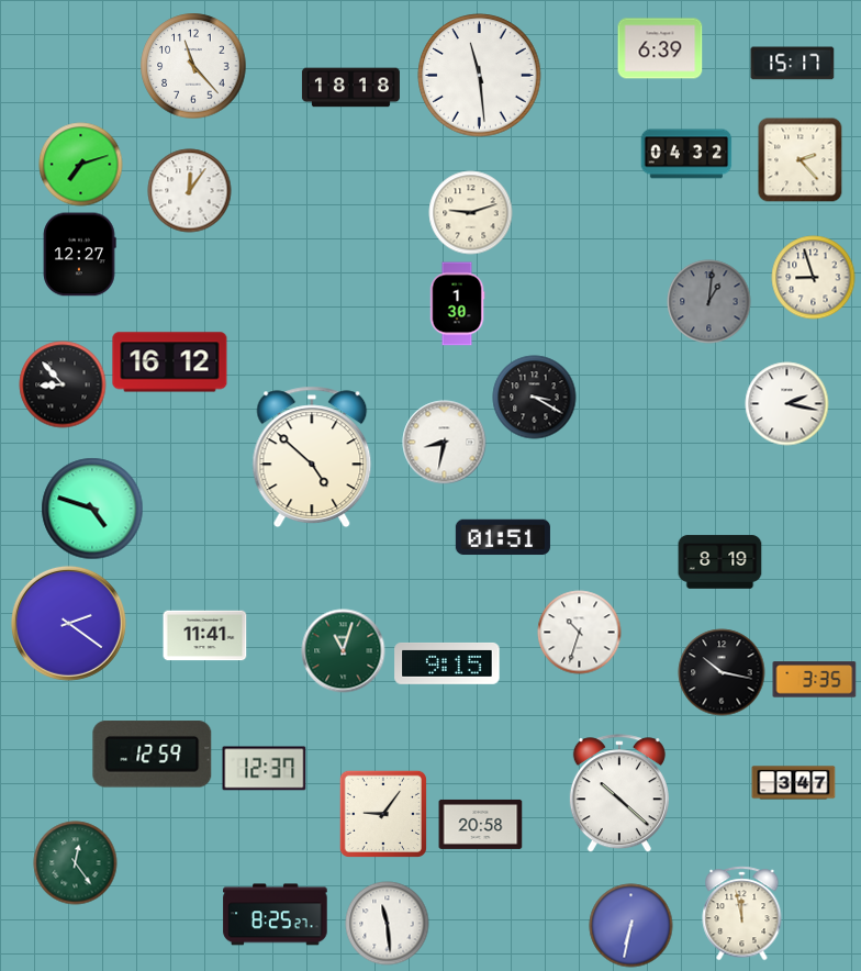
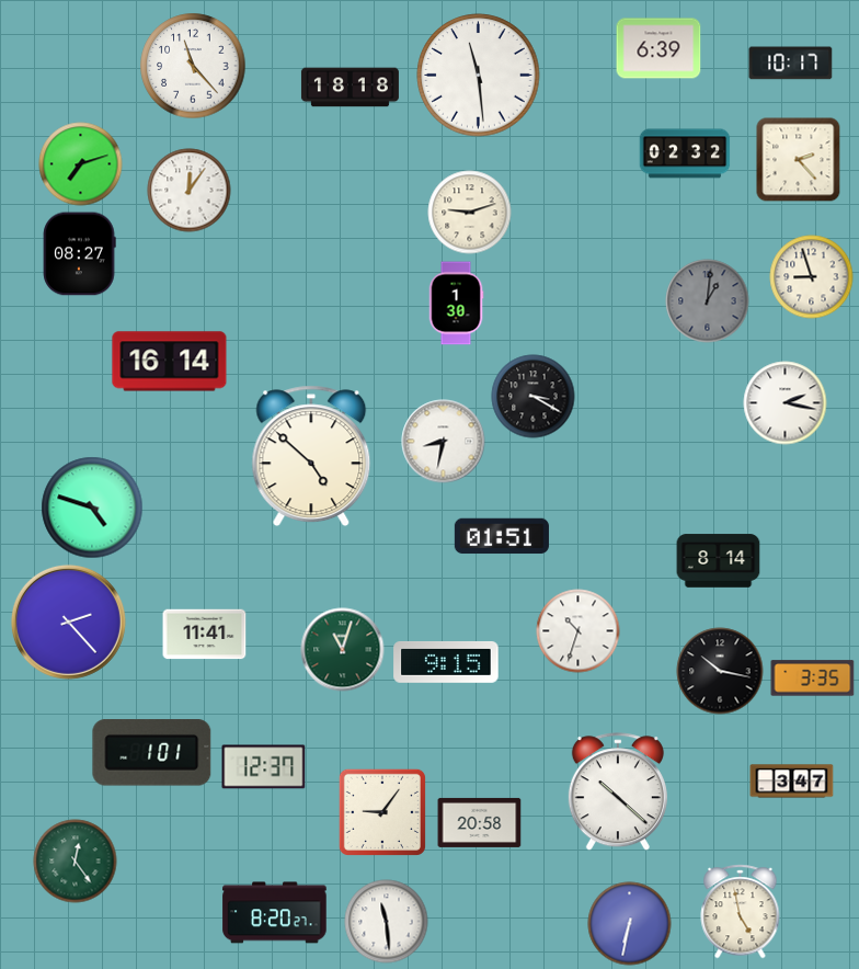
clock at (793, 64): 15:17 -> 10:17
clock at (686, 154): 04:32 -> 02:32
clock at (79, 255): 12:27 -> 08:27
clock at (170, 362): 16:12 -> 16:14
clock at (63, 384): 8:53 -> none
clock at (720, 562): 8:19 -> 8:14
clock at (68, 623): 2:21 -> 2:23
clock at (153, 755): 12:59 -> 1:01
clock at (742, 914): 11:58 -> 4:58
clock at (276, 915): 8:25 -> 8:20
